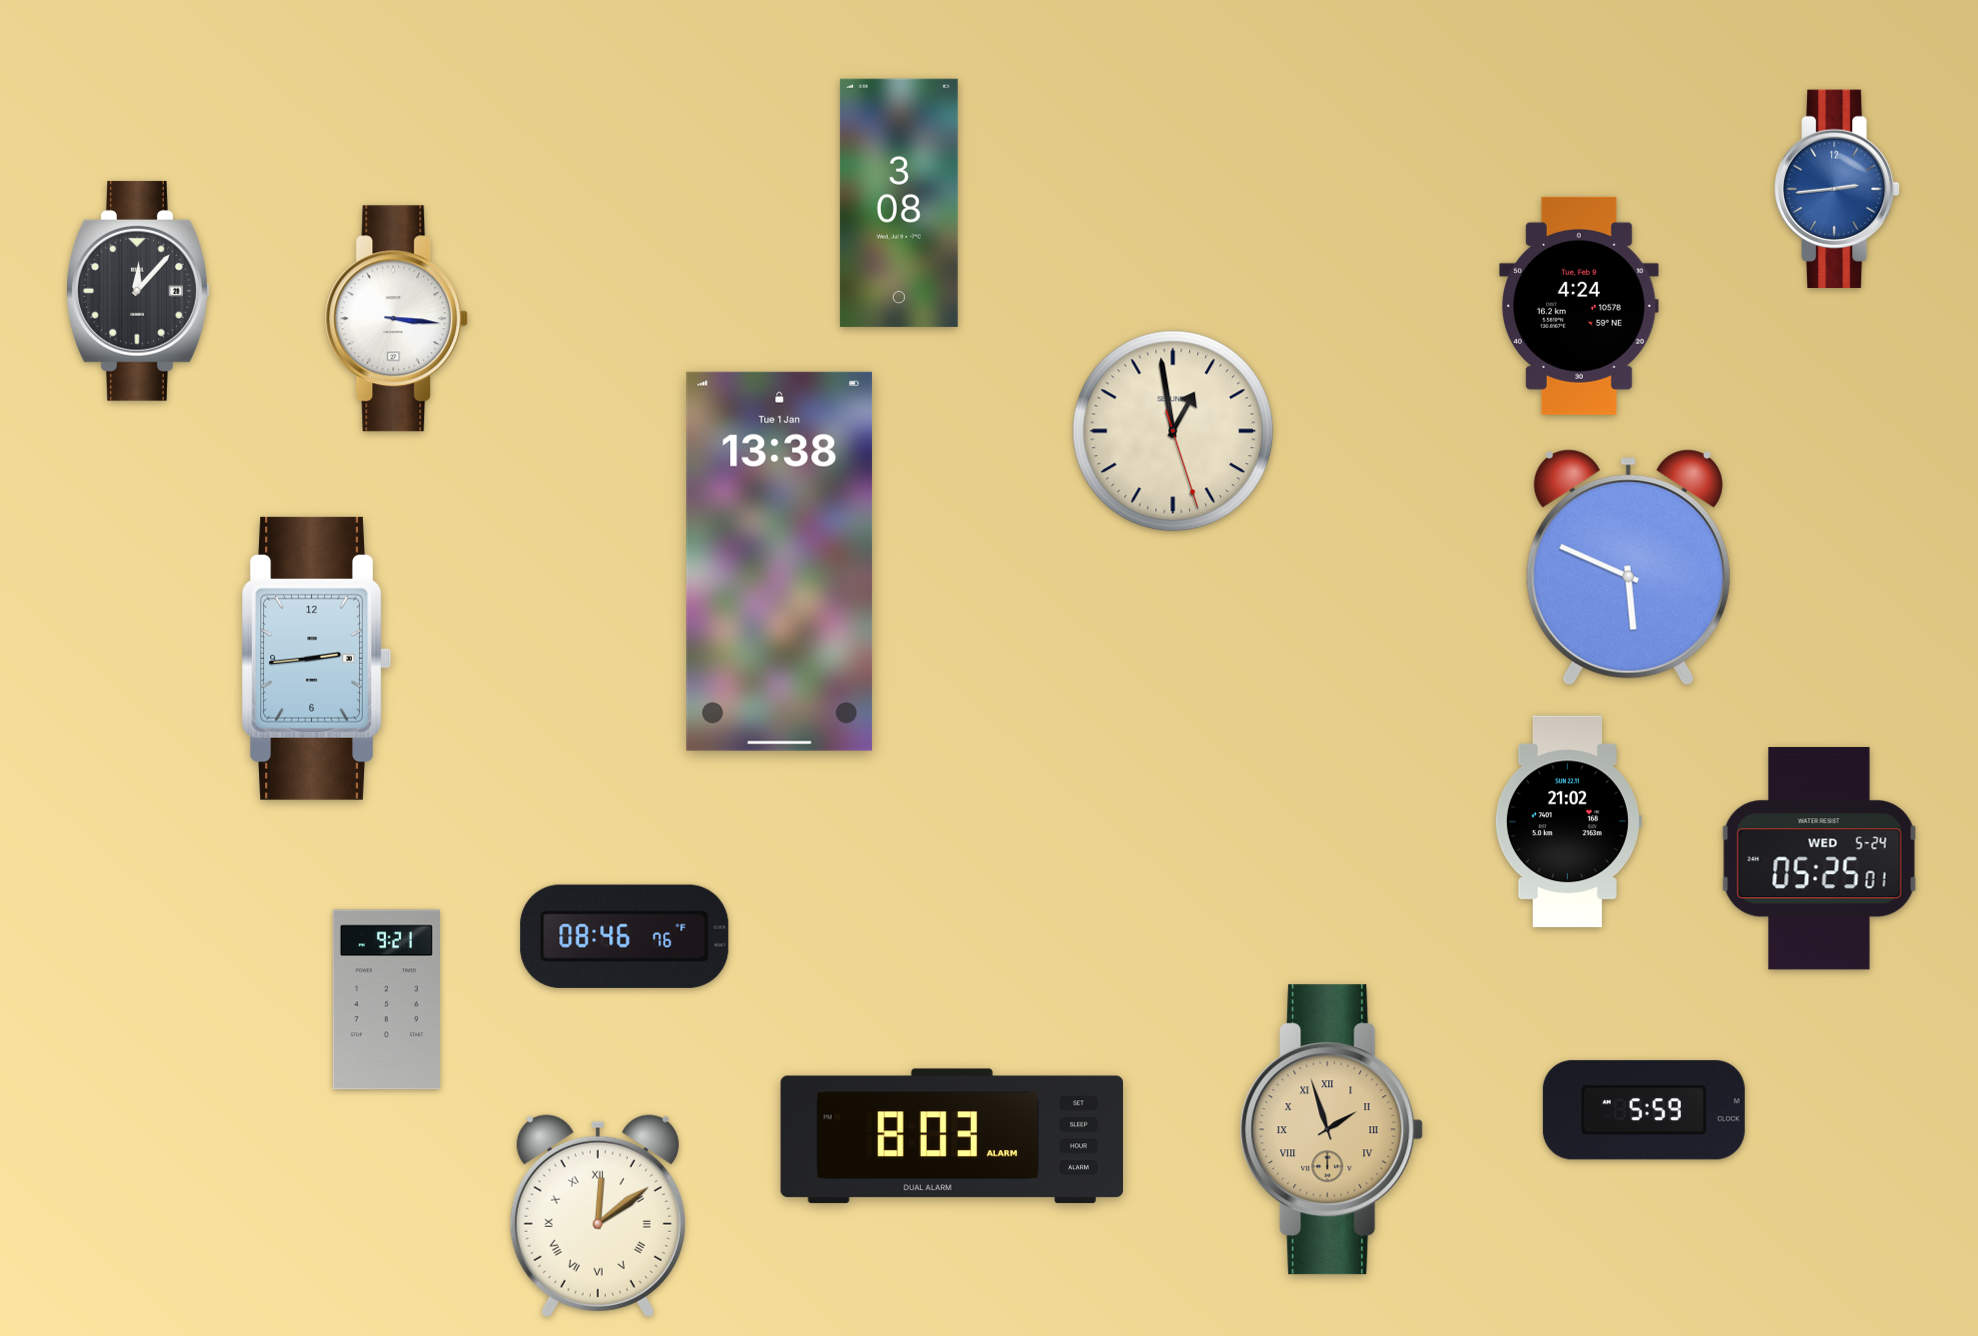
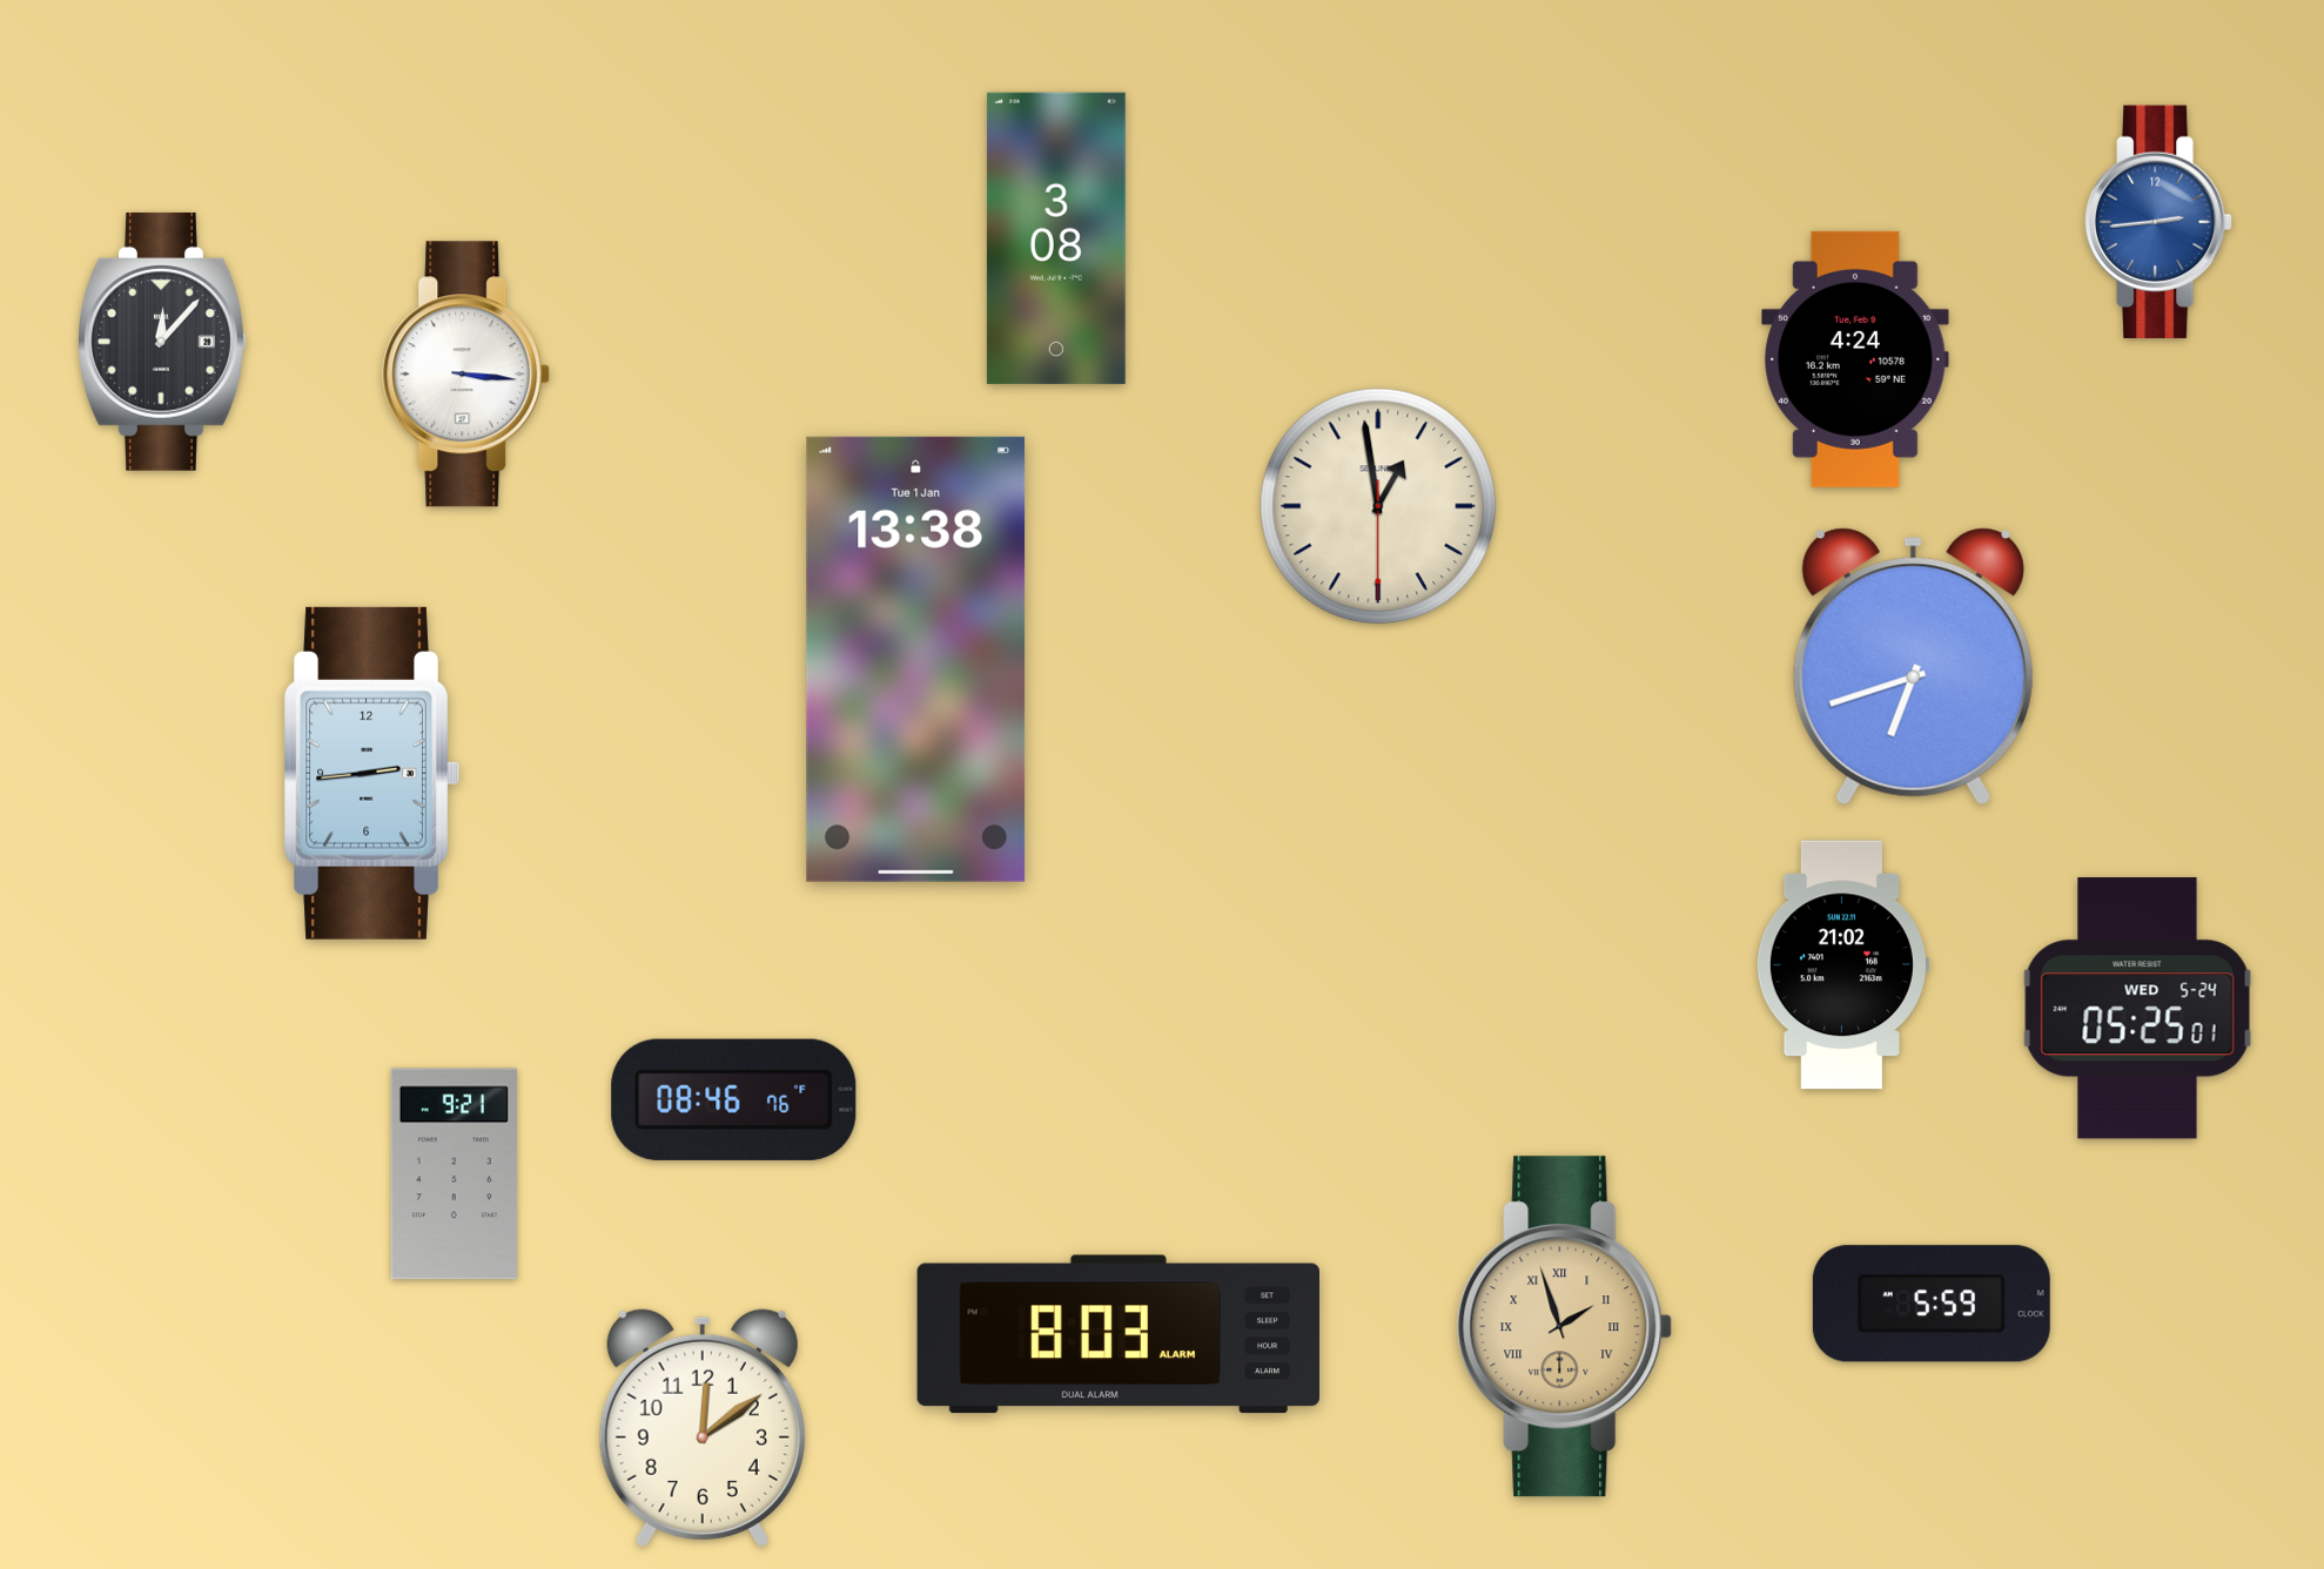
clock at (1173, 431): 12:58:27 -> 12:58:30
clock at (1628, 568): 5:49 -> 6:42
clock at (598, 1216) numerals: Roman -> Arabic
